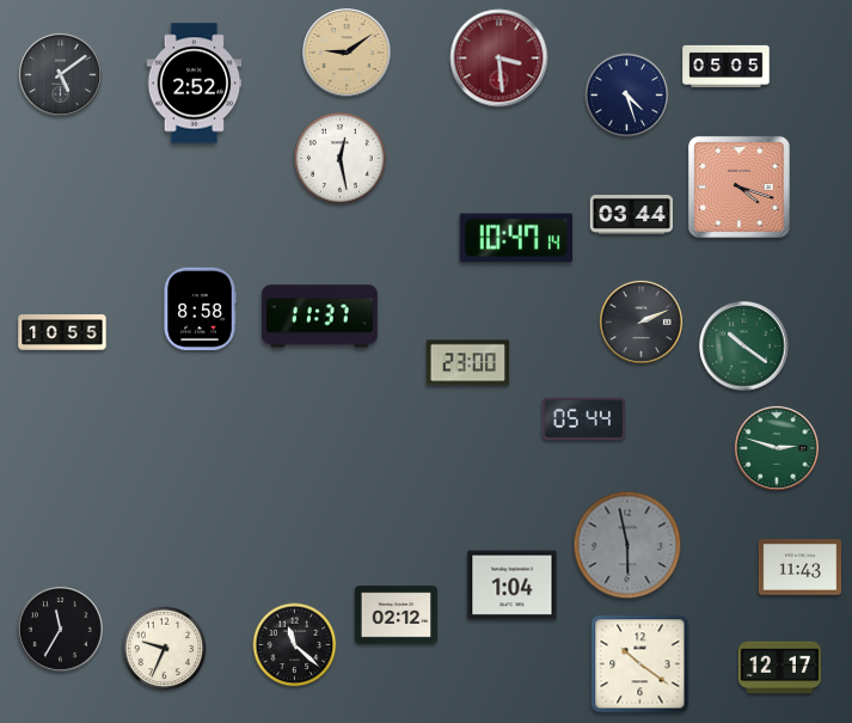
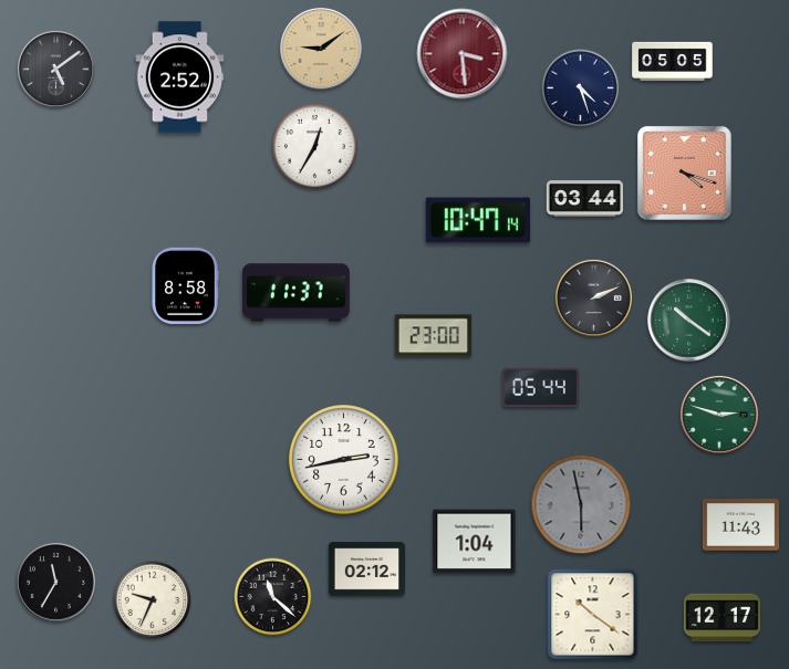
clock at (341, 159): 12:28 -> 12:35
clock at (62, 332): 10:55 -> none
clock at (344, 460): none -> 2:43
